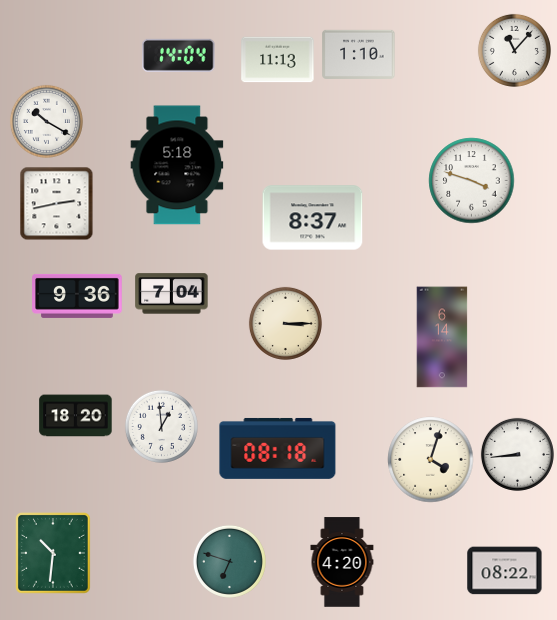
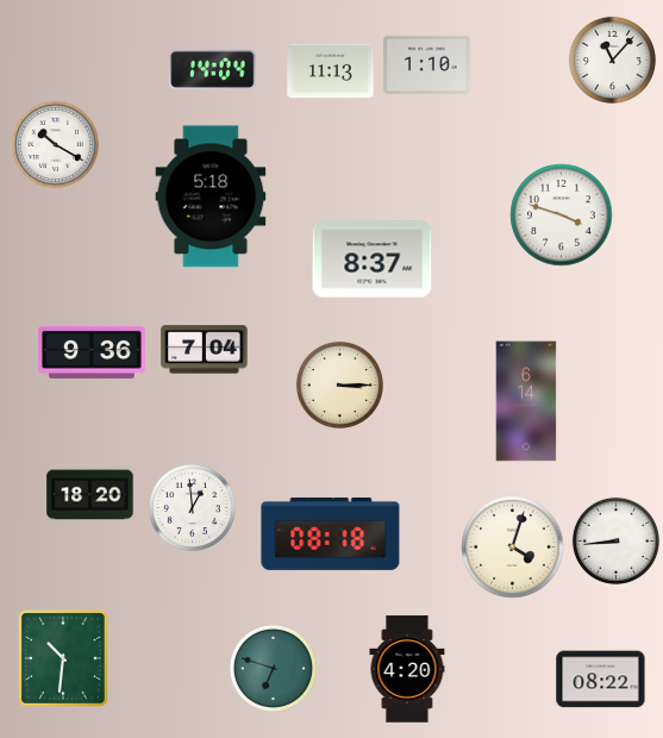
clock at (179, 55) position: (179, 55) -> (213, 69)
clock at (57, 204): 2:43 -> none
